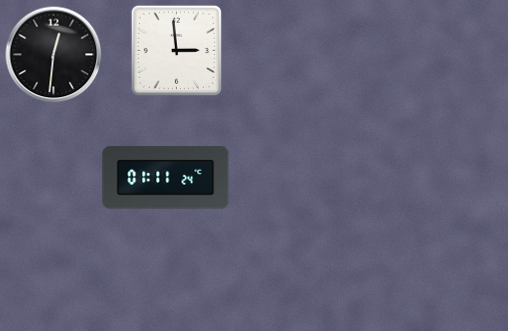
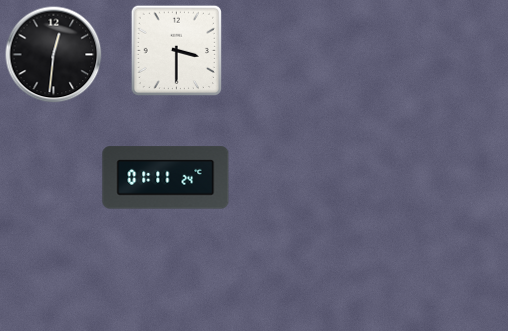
clock at (176, 50): 2:59 -> 3:30
